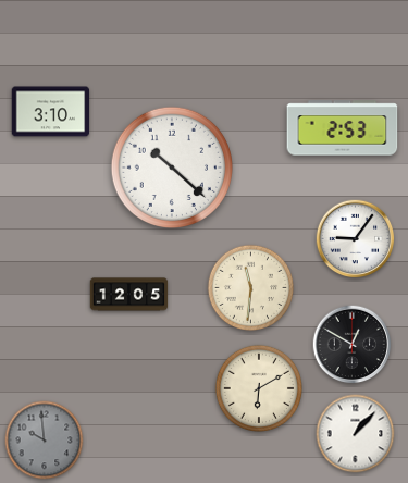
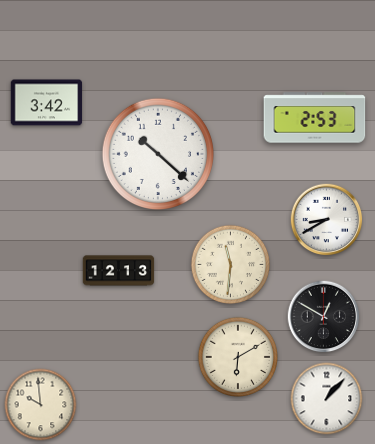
clock at (51, 112): 3:10 -> 3:42
clock at (356, 239): 9:06 -> 8:40
clock at (129, 295): 12:05 -> 12:13
clock at (45, 441) dial: grey -> cream
